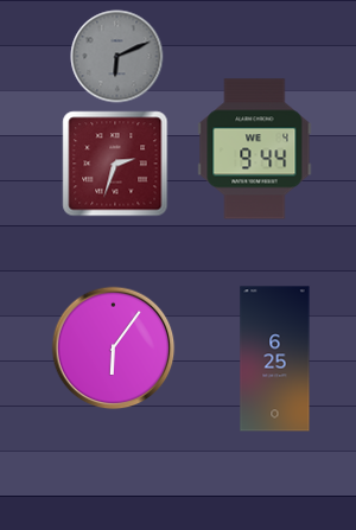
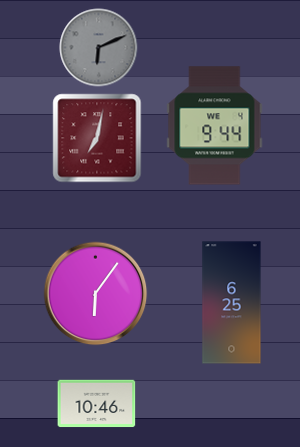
clock at (115, 164): 2:33 -> 7:02
clock at (96, 404): none -> 10:46
